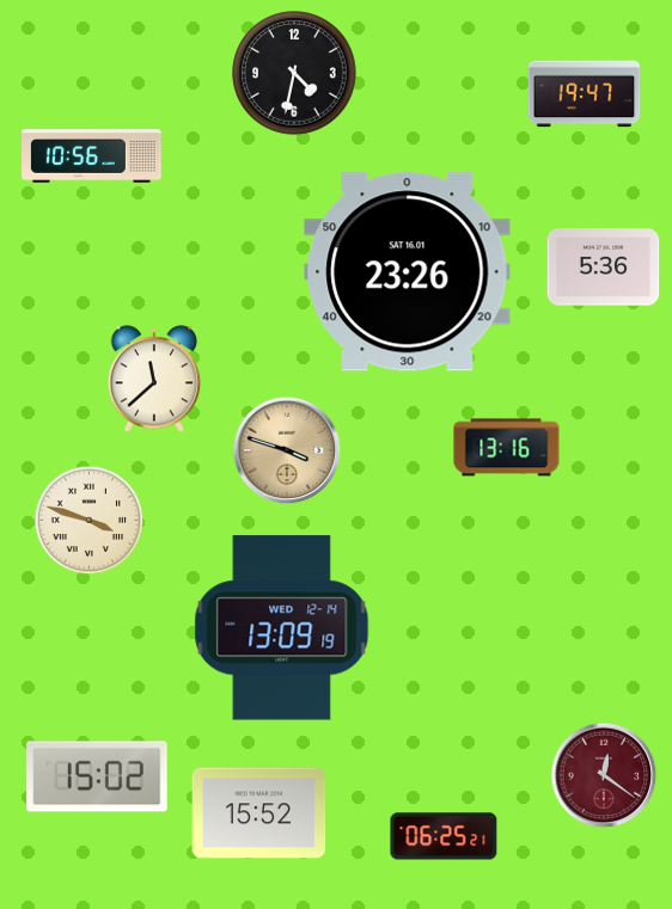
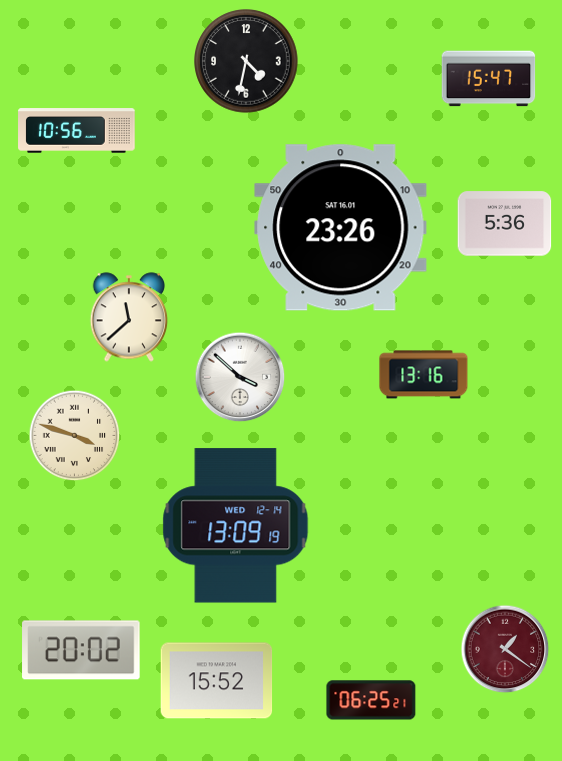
clock at (585, 94): 19:47 -> 15:47
clock at (287, 450): 3:48 -> 3:52
clock at (287, 450) dial: champagne -> white
clock at (604, 775): 12:21 -> 1:21
clock at (97, 776): 15:02 -> 20:02
